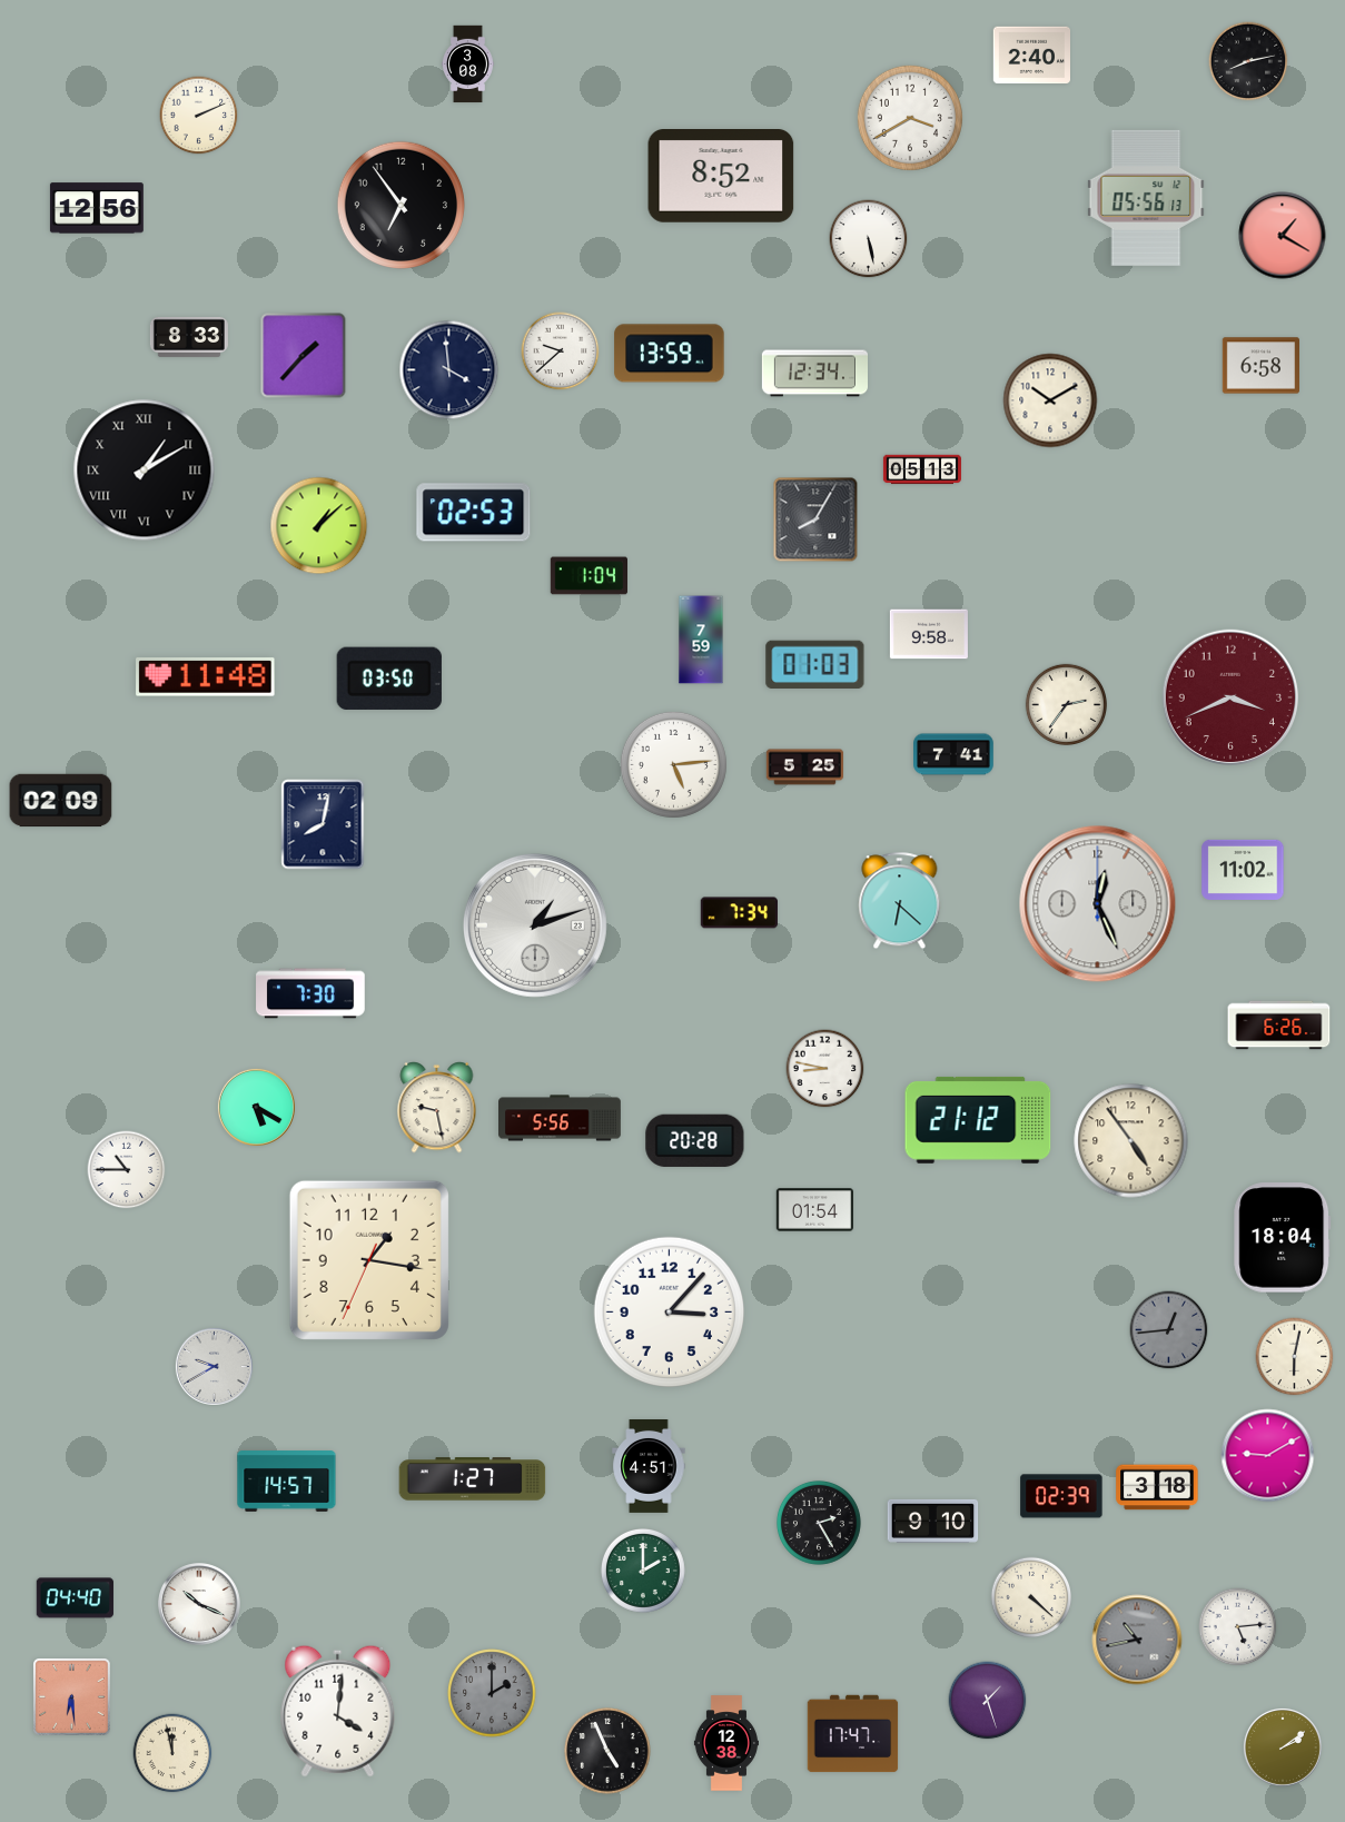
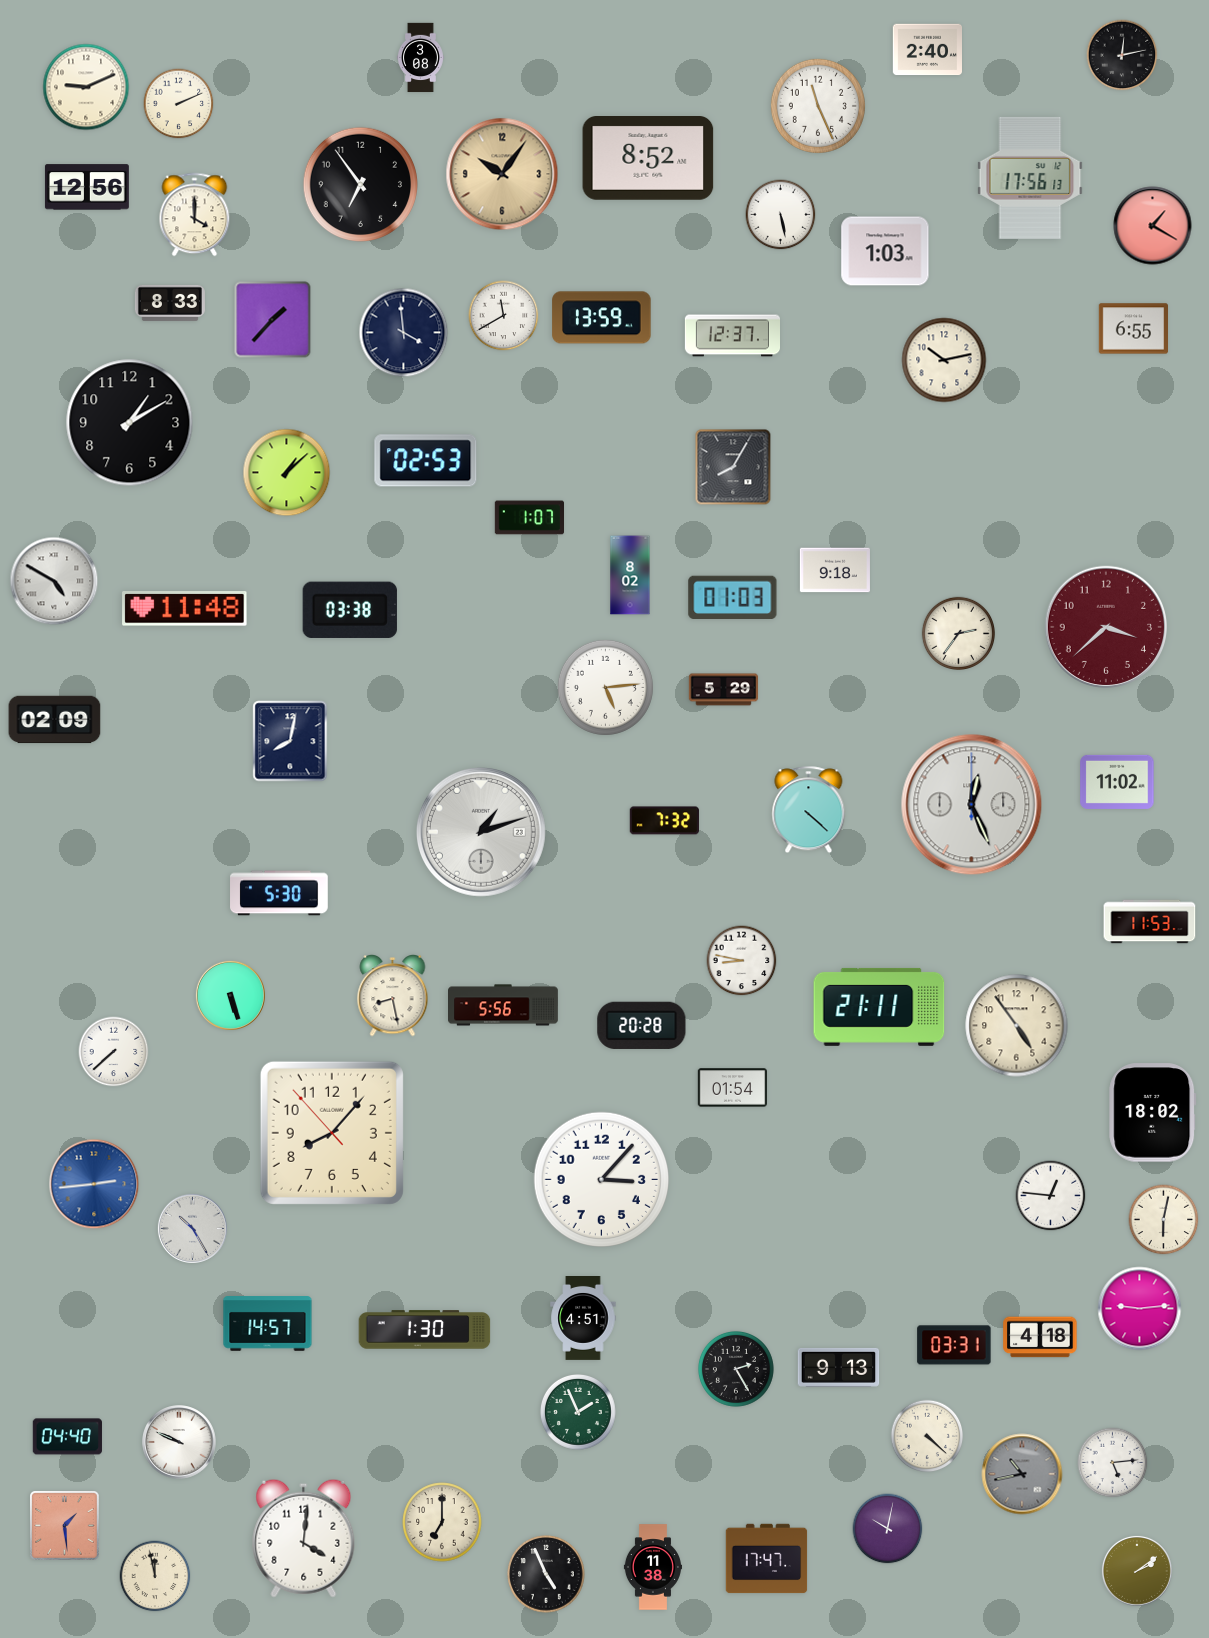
clock at (1248, 61): 8:13 -> 12:13
clock at (86, 87): none -> 9:11
clock at (910, 118): 3:40 -> 11:26
clock at (502, 174): none -> 10:06
clock at (1146, 198): 05:56 -> 17:56
clock at (1283, 236) position: (1283, 236) -> (1153, 226)
clock at (195, 215): none -> 4:00
clock at (885, 251): none -> 1:03
clock at (561, 351): 9:38 -> 11:40
clock at (1260, 366): 6:58 -> 6:55
clock at (814, 374): 12:34 -> 12:37
clock at (1050, 400): 10:10 -> 10:13
clock at (922, 469): 05:13 -> none
clock at (145, 471) numerals: Roman -> Arabic
clock at (589, 576): 1:04 -> 1:07
clock at (929, 634): 9:58 -> 9:18
clock at (701, 640): 7:59 -> 8:02
clock at (54, 581): none -> 4:50
clock at (389, 679): 03:50 -> 03:38
clock at (1229, 696): 3:41 -> 3:38
clock at (953, 754): 7:41 -> none
clock at (805, 768): 5:25 -> 5:29
clock at (900, 901): 6:22 -> 4:22
clock at (1098, 904) position: (1098, 904) -> (972, 805)
clock at (739, 913): 7:34 -> 7:32
clock at (310, 993): 7:30 -> 5:30
clock at (1279, 1026): 6:26 -> 11:53
clock at (256, 1107): 5:20 -> 5:27
clock at (437, 1108): 9:28 -> 8:28
clock at (978, 1120): 21:12 -> 21:11
clock at (695, 1140) position: (695, 1140) -> (642, 1025)
clock at (127, 1170): 10:45 -> 7:38
clock at (1283, 1238): 18:04 -> 18:02
clock at (369, 1260): 1:16 -> 8:06
clock at (94, 1184): none -> 2:44
clock at (1169, 1330): 12:44 -> 12:46
clock at (1169, 1330) dial: grey -> white
clock at (214, 1366): 9:40 -> 10:25
clock at (1268, 1456): 9:10 -> 9:14
clock at (473, 1479): 1:27 -> 1:30
clock at (287, 1482) position: (287, 1482) -> (268, 1324)
clock at (1157, 1487): 3:18 -> 4:18
clock at (1061, 1496): 02:39 -> 03:31
clock at (933, 1521): 9:10 -> 9:13
clock at (643, 1571): 2:00 -> 1:56
clock at (199, 1604): 10:19 -> 9:49
clock at (492, 1693): 2:00 -> 7:00
clock at (492, 1693) dial: grey -> cream
clock at (72, 1697): 6:29 -> 1:29
clock at (988, 1701): 1:27 -> 10:02
clock at (726, 1743): 12:38 -> 11:38
clock at (1283, 1747) position: (1283, 1747) -> (1137, 1571)
